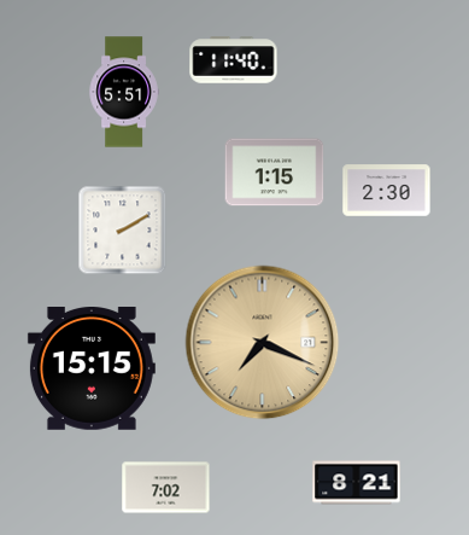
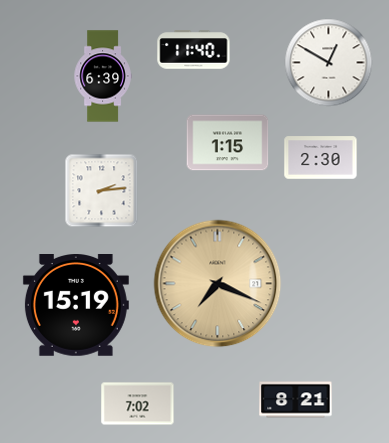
clock at (329, 63): none -> 12:50
clock at (124, 92): 5:51 -> 6:39
clock at (123, 231): 2:10 -> 2:14
clock at (92, 370): 15:15 -> 15:19
